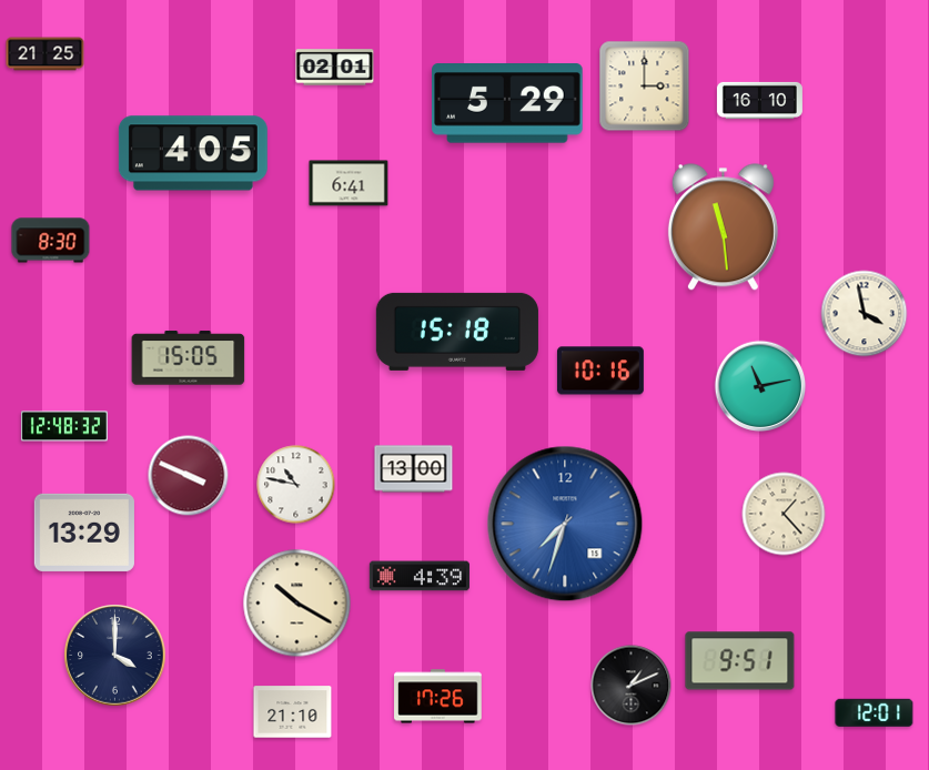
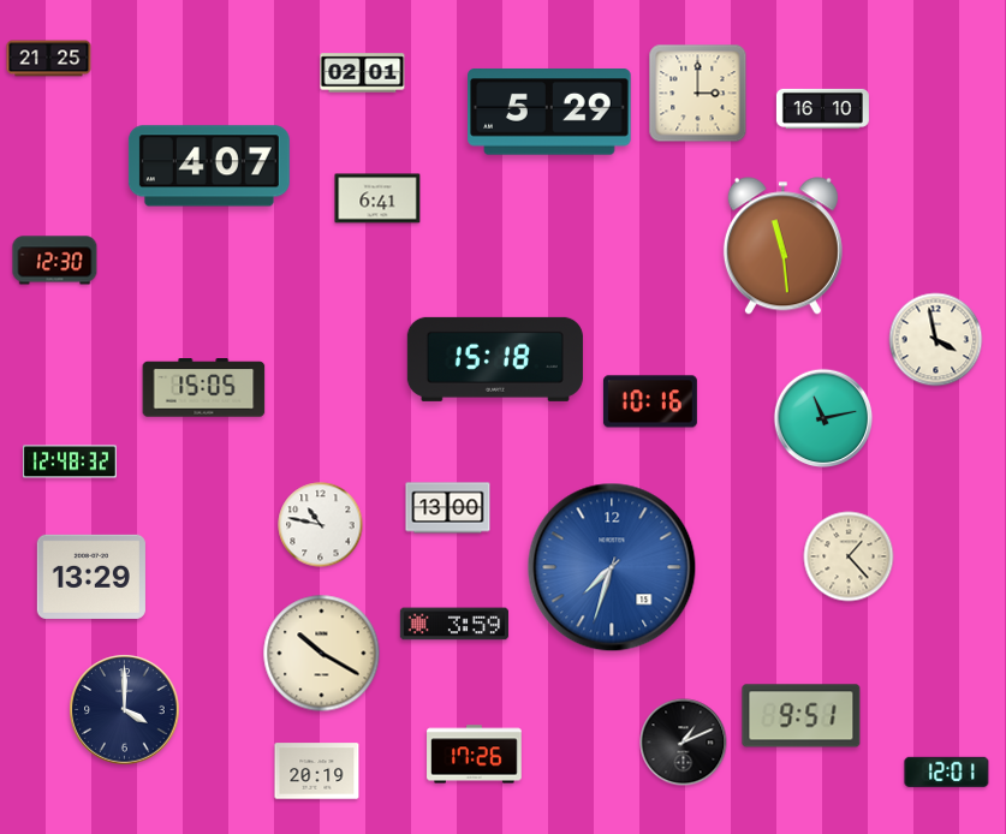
clock at (193, 153): 4:05 -> 4:07
clock at (51, 241): 8:30 -> 12:30
clock at (189, 476): 3:49 -> none
clock at (420, 576): 4:39 -> 3:59
clock at (293, 712): 21:10 -> 20:19
